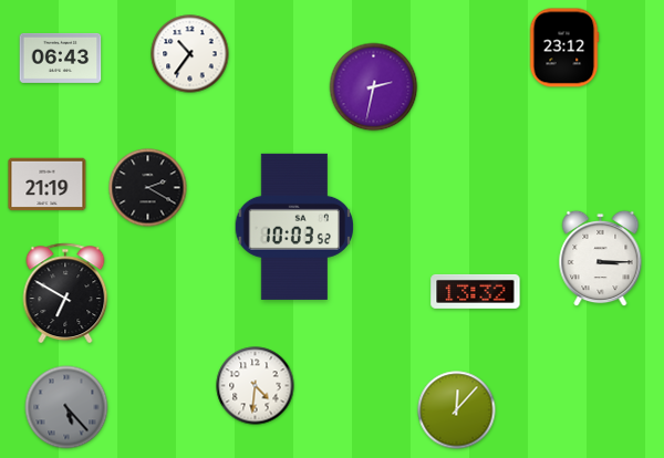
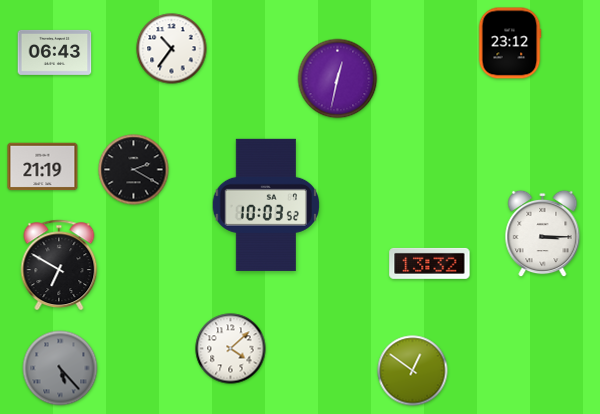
clock at (374, 87): 2:32 -> 12:32
clock at (256, 386): 4:31 -> 4:08
clock at (457, 410): 12:07 -> 12:51
